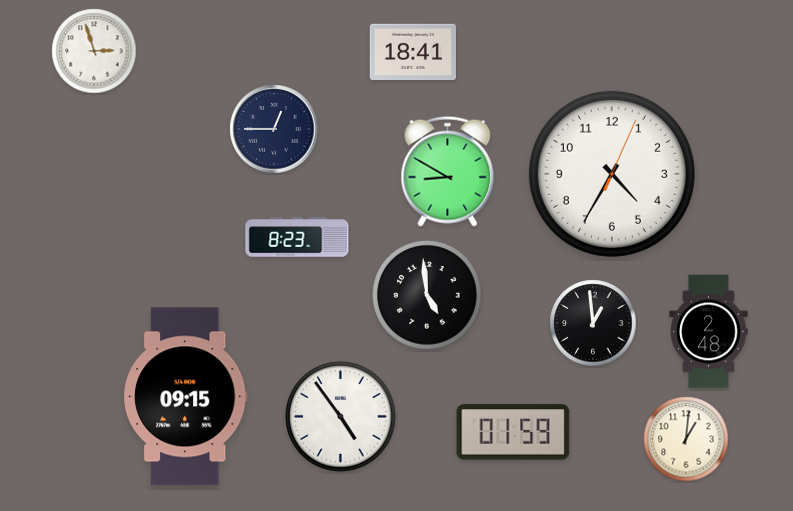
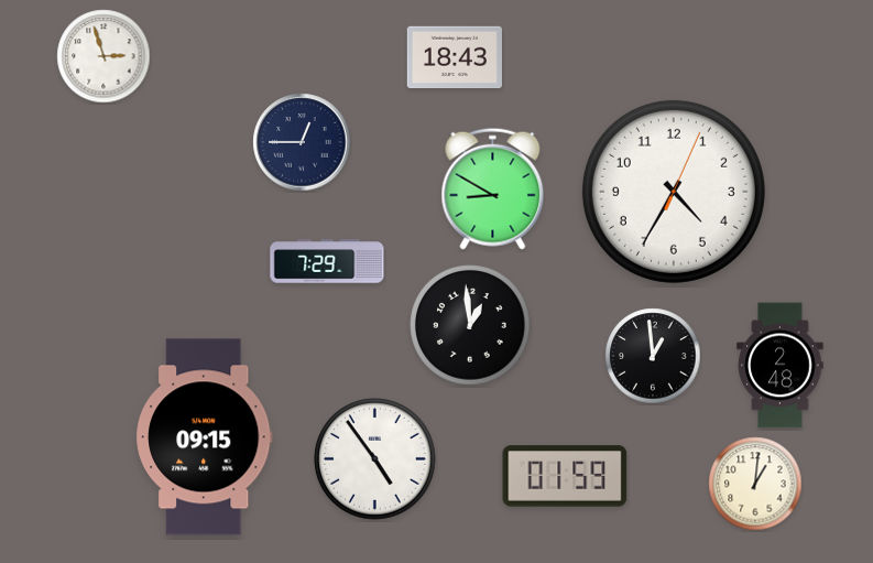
clock at (413, 52): 18:41 -> 18:43
clock at (297, 237): 8:23 -> 7:29
clock at (427, 295): 4:59 -> 12:59
